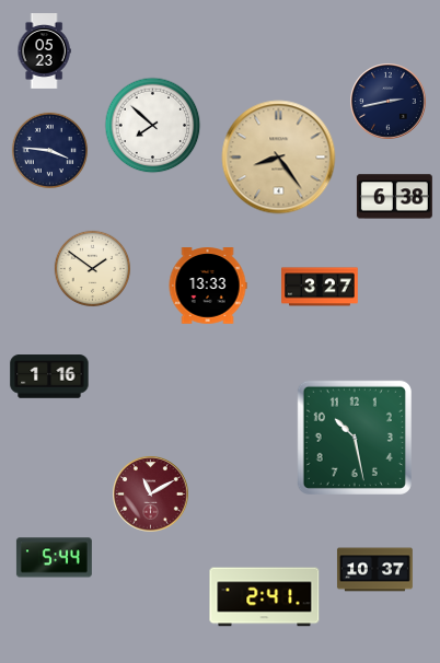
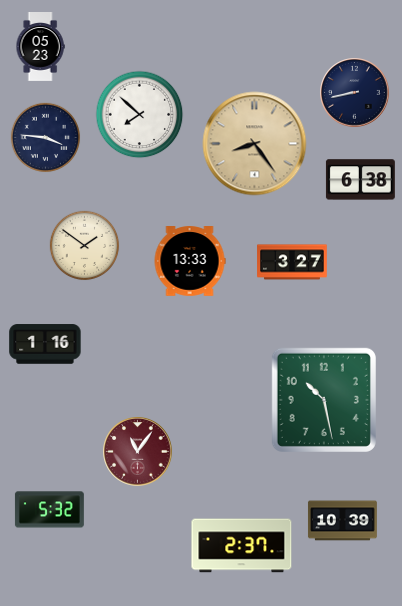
clock at (389, 102): 2:43 -> 8:43
clock at (151, 495): 11:10 -> 11:06
clock at (54, 558): 5:44 -> 5:32
clock at (374, 570): 10:37 -> 10:39
clock at (265, 597): 2:41 -> 2:37
